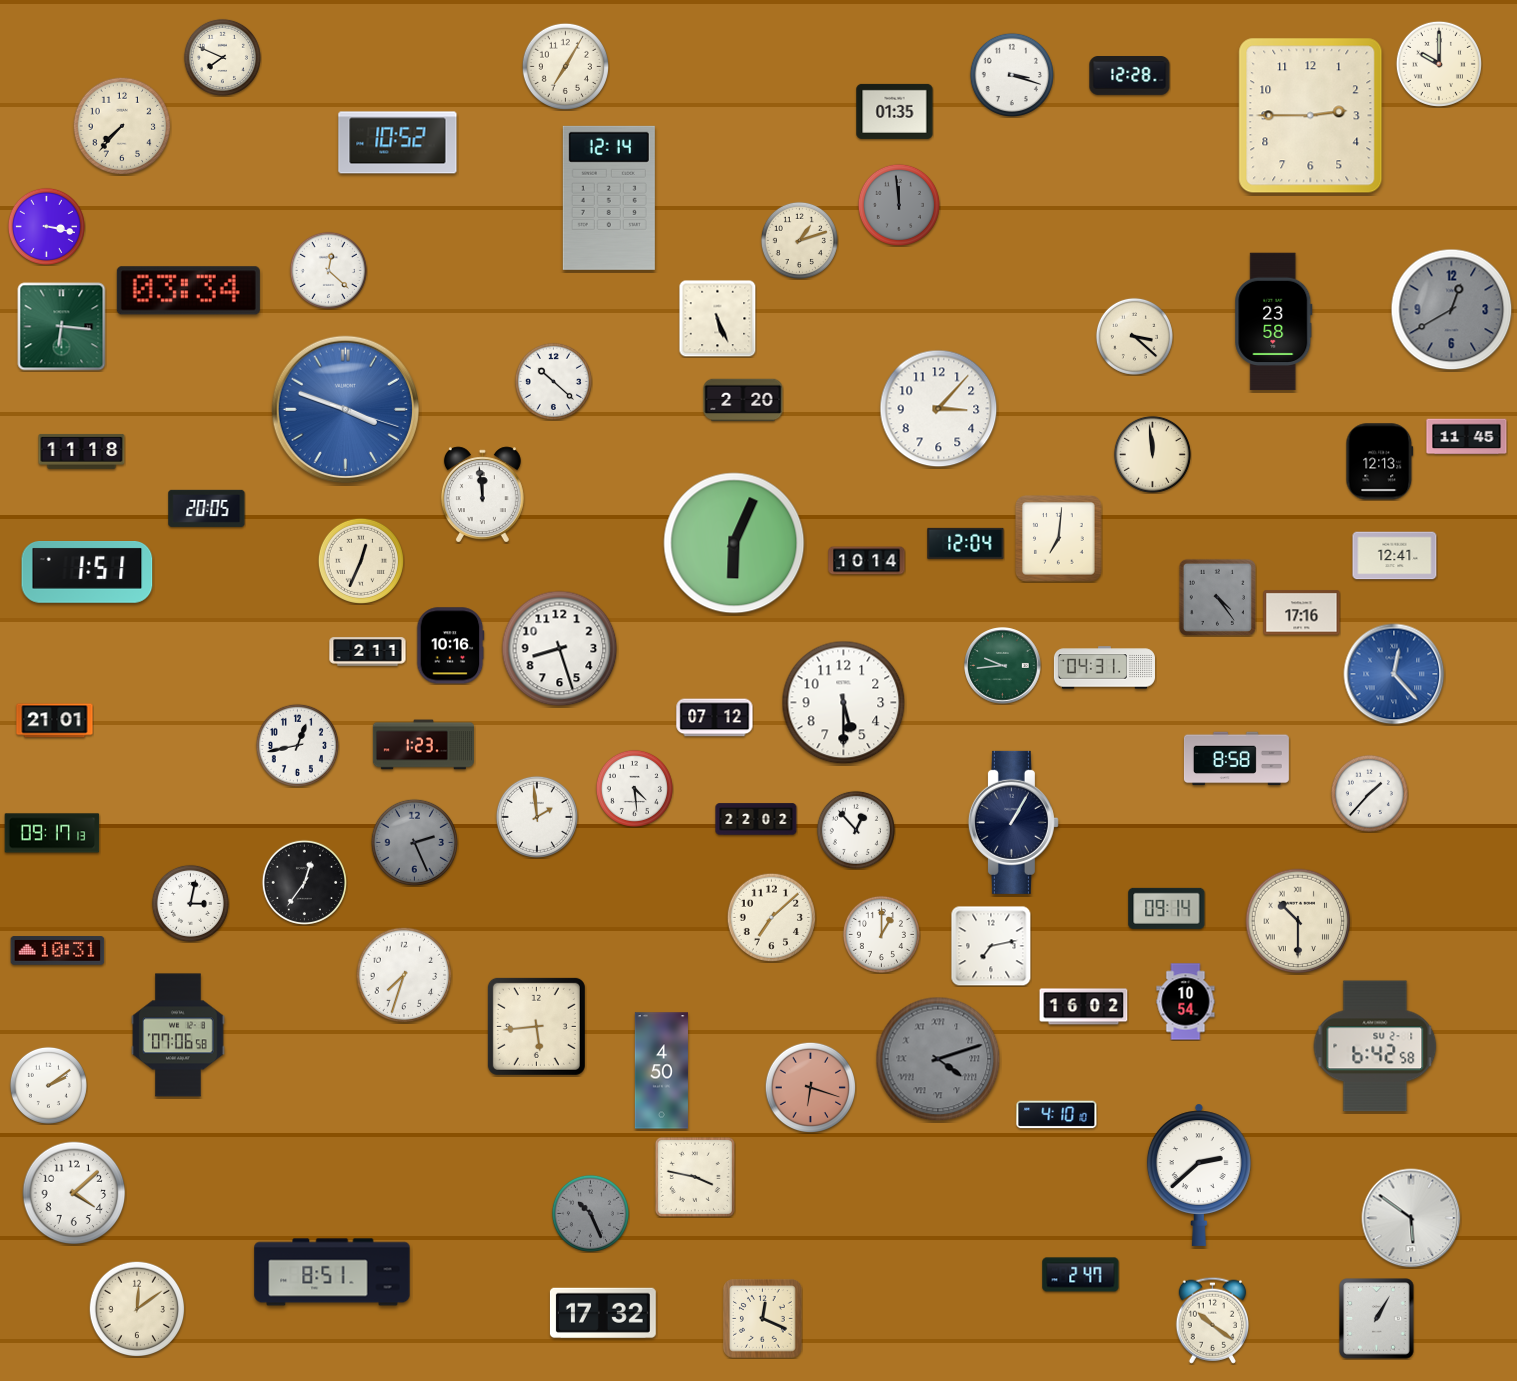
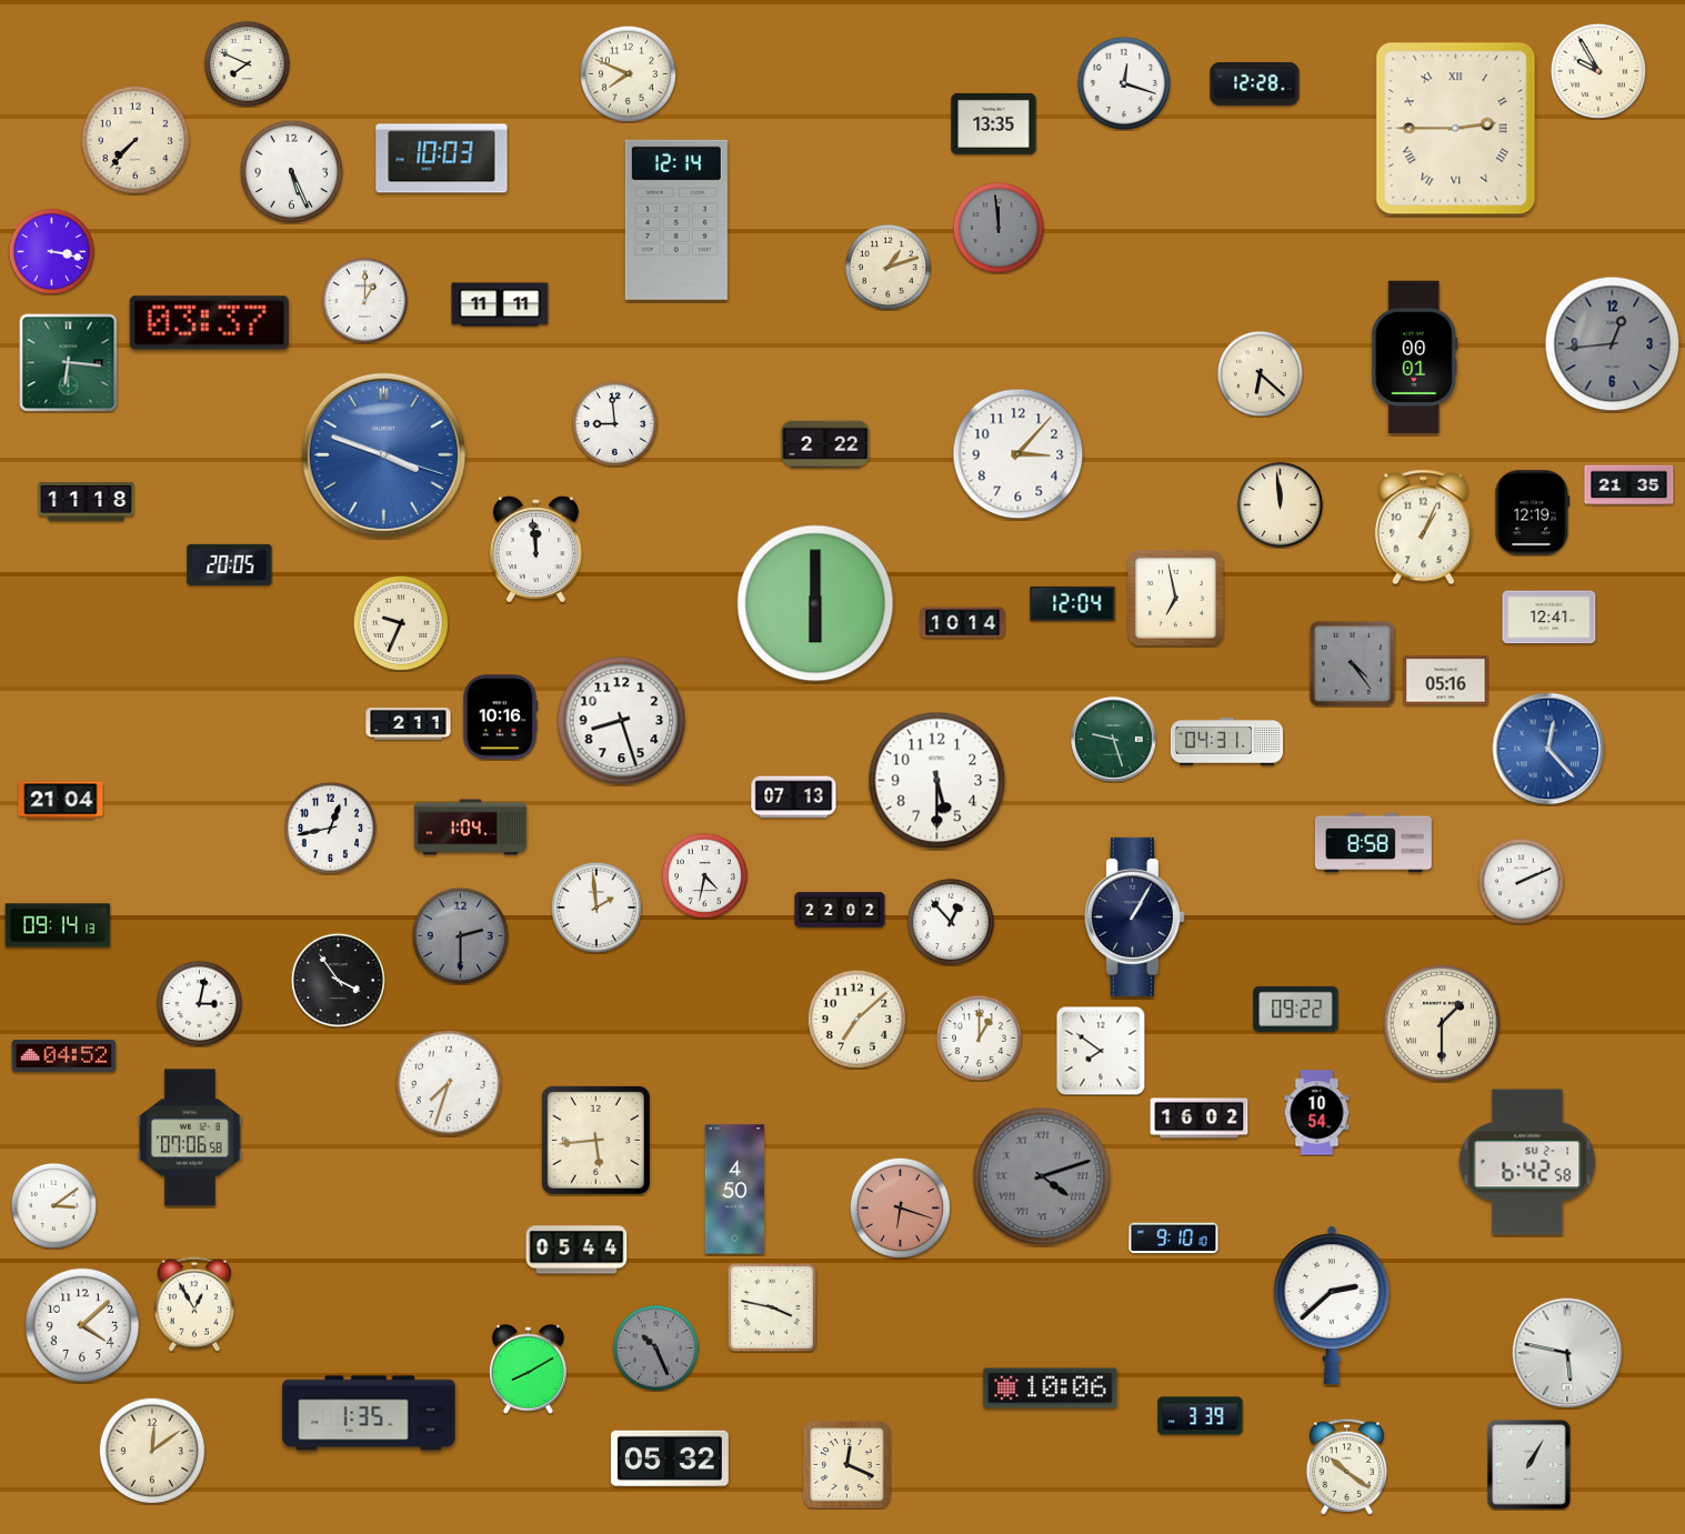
clock at (1439, 64): 10:00 -> 9:55
clock at (565, 66): 7:05 -> 7:49
clock at (1012, 75): 3:18 -> 12:18
clock at (895, 111): 01:35 -> 13:35
clock at (1311, 116) numerals: Arabic -> Roman
clock at (398, 143): 10:52 -> 10:03
clock at (291, 171): none -> 5:26
clock at (328, 270): 12:22 -> 1:00
clock at (500, 304): none -> 11:11
clock at (188, 291): 03:34 -> 03:37
clock at (1452, 310): 12:40 -> 12:44
clock at (717, 318): 5:26 -> none
clock at (1274, 322): 23:58 -> 00:01
clock at (1134, 336): 3:22 -> 6:22
clock at (553, 381): 10:22 -> 8:59
clock at (743, 400): 2:20 -> 2:22
clock at (939, 409) position: (939, 409) -> (1019, 454)
clock at (1467, 437): 11:45 -> 21:35
clock at (82, 451) position: (82, 451) -> (87, 501)
clock at (1380, 462): 12:13 -> 12:19
clock at (1423, 528): none -> 1:04
clock at (1059, 539): 7:01 -> 6:58
clock at (734, 543): 6:04 -> 6:00
clock at (361, 561): 12:34 -> 9:34
clock at (87, 573): 1:51 -> none
clock at (1302, 613): 17:16 -> 05:16
clock at (1003, 666): 9:44 -> 9:27
clock at (715, 718): 07:12 -> 07:13
clock at (55, 721): 21:01 -> 21:04
clock at (423, 745): 1:23 -> 1:04
clock at (634, 788): 4:29 -> 4:32
clock at (1369, 793): 1:37 -> 2:11
clock at (1013, 822) position: (1013, 822) -> (1134, 916)
clock at (52, 833): 09:17 -> 09:14
clock at (414, 842): 2:26 -> 2:30
clock at (304, 882): 12:36 -> 3:54
clock at (190, 903) position: (190, 903) -> (199, 1003)
clock at (1167, 908): 09:14 -> 09:22
clock at (1298, 921): 10:30 -> 1:30
clock at (991, 946): 7:13 -> 7:51
clock at (58, 951): 10:31 -> 04:52
clock at (1084, 1007) position: (1084, 1007) -> (1200, 1119)
clock at (178, 1035) position: (178, 1035) -> (190, 1137)
clock at (48, 1085): 2:09 -> 3:09
clock at (1057, 1115): 4:10 -> 9:10
clock at (576, 1250): none -> 05:44
clock at (194, 1304): none -> 12:55
clock at (1411, 1218): 5:51 -> 5:47
clock at (528, 1368): none -> 8:10
clock at (1051, 1388): none -> 10:06
clock at (332, 1272): 8:51 -> 1:35
clock at (1081, 1275): 2:47 -> 3:39
clock at (137, 1309) position: (137, 1309) -> (152, 1451)
clock at (603, 1313): 17:32 -> 05:32
